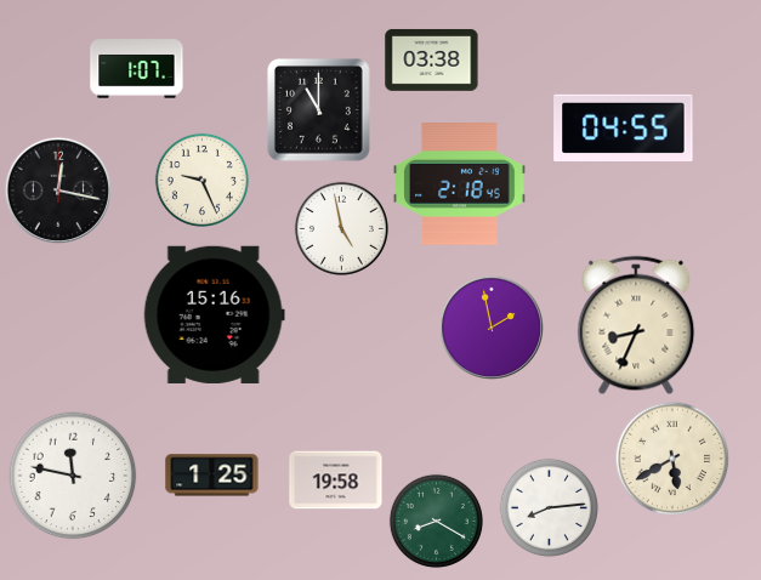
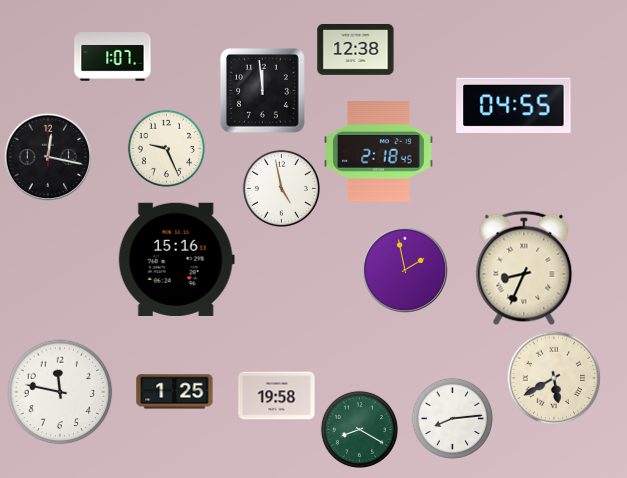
clock at (432, 59): 03:38 -> 12:38
clock at (318, 109): 11:00 -> 11:59
